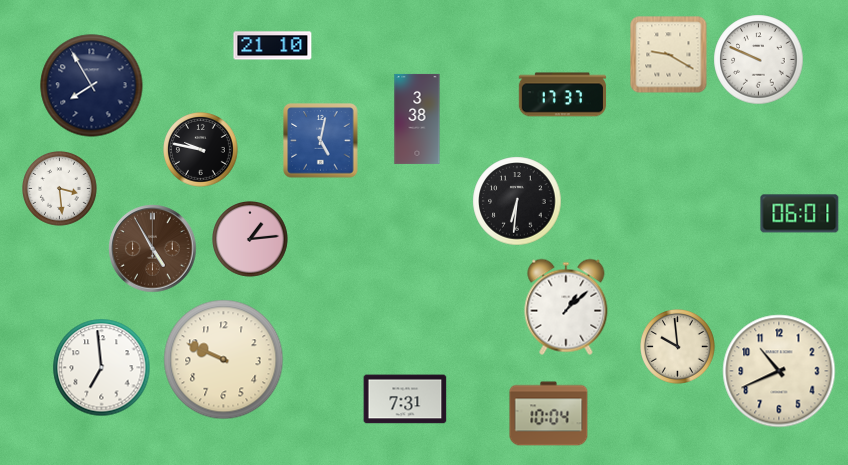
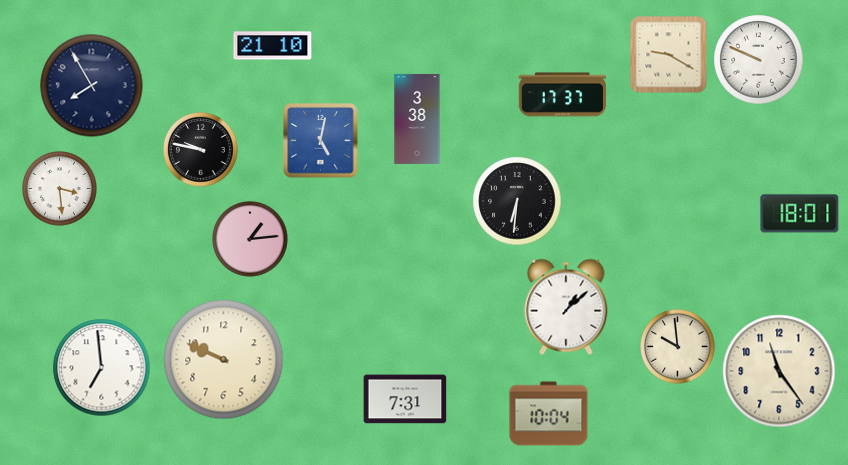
clock at (800, 214): 06:01 -> 18:01
clock at (153, 249): 4:55 -> none
clock at (779, 371): 10:41 -> 11:24
